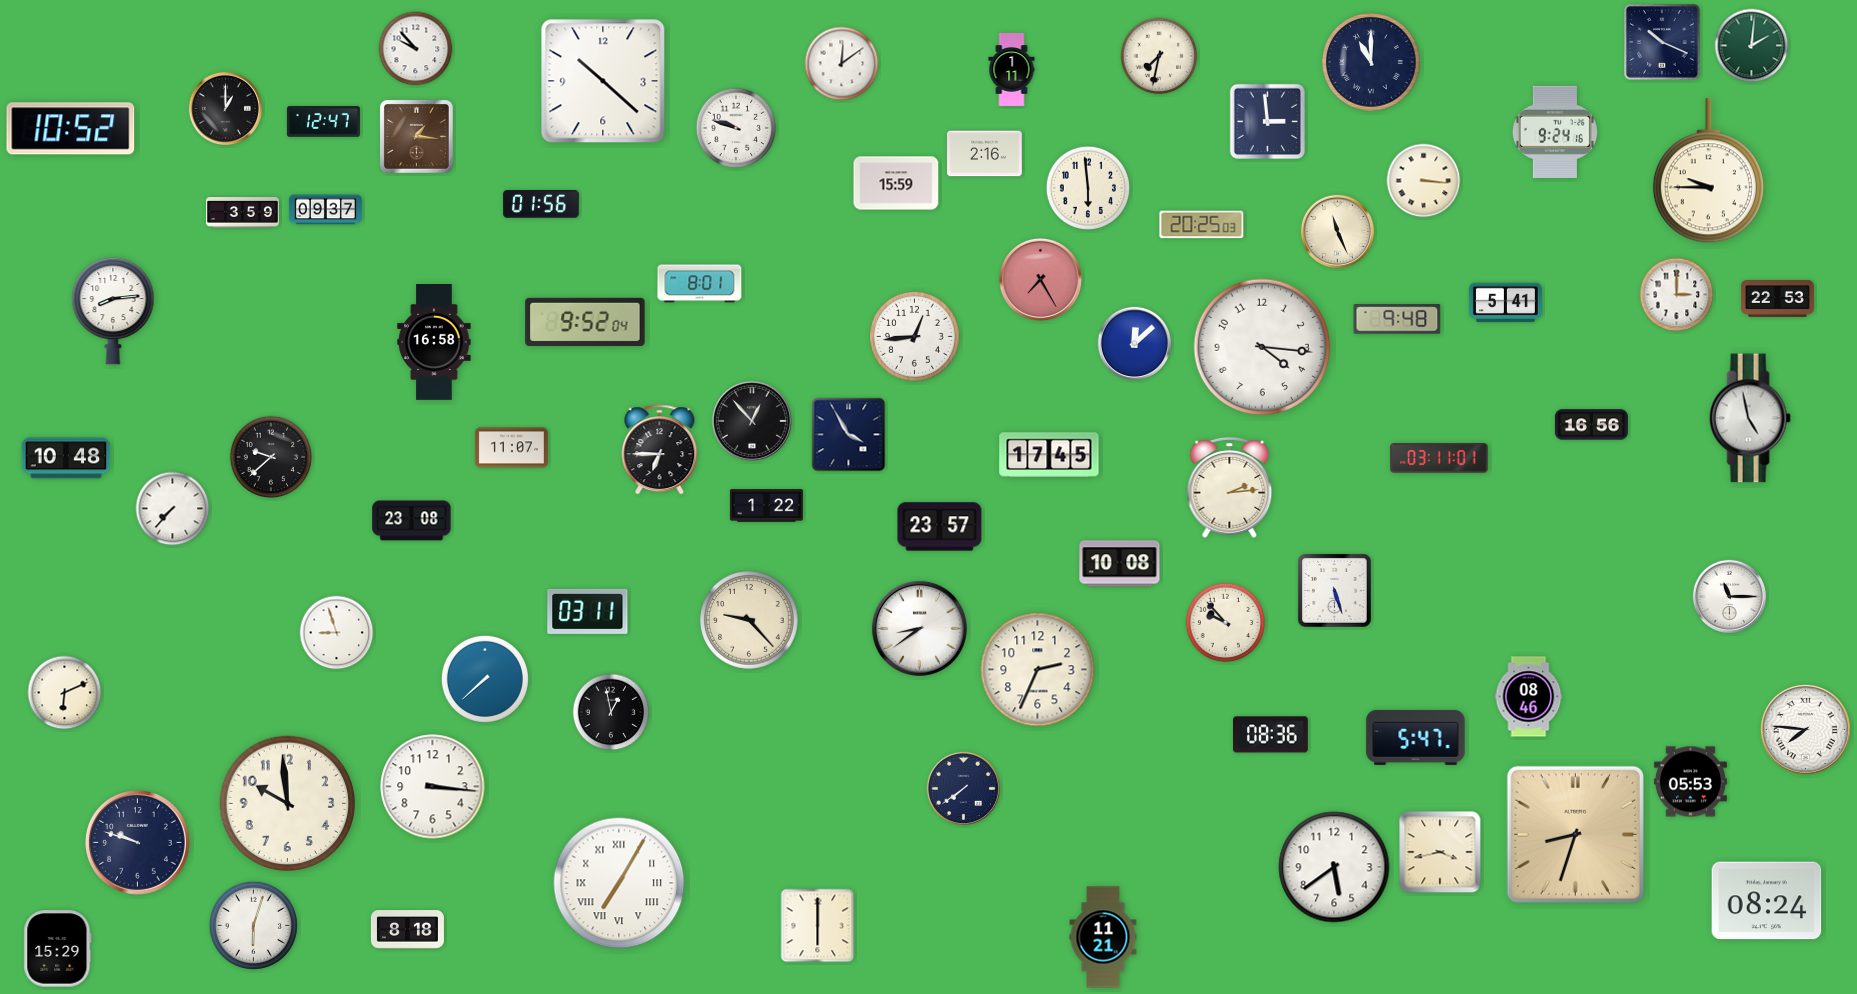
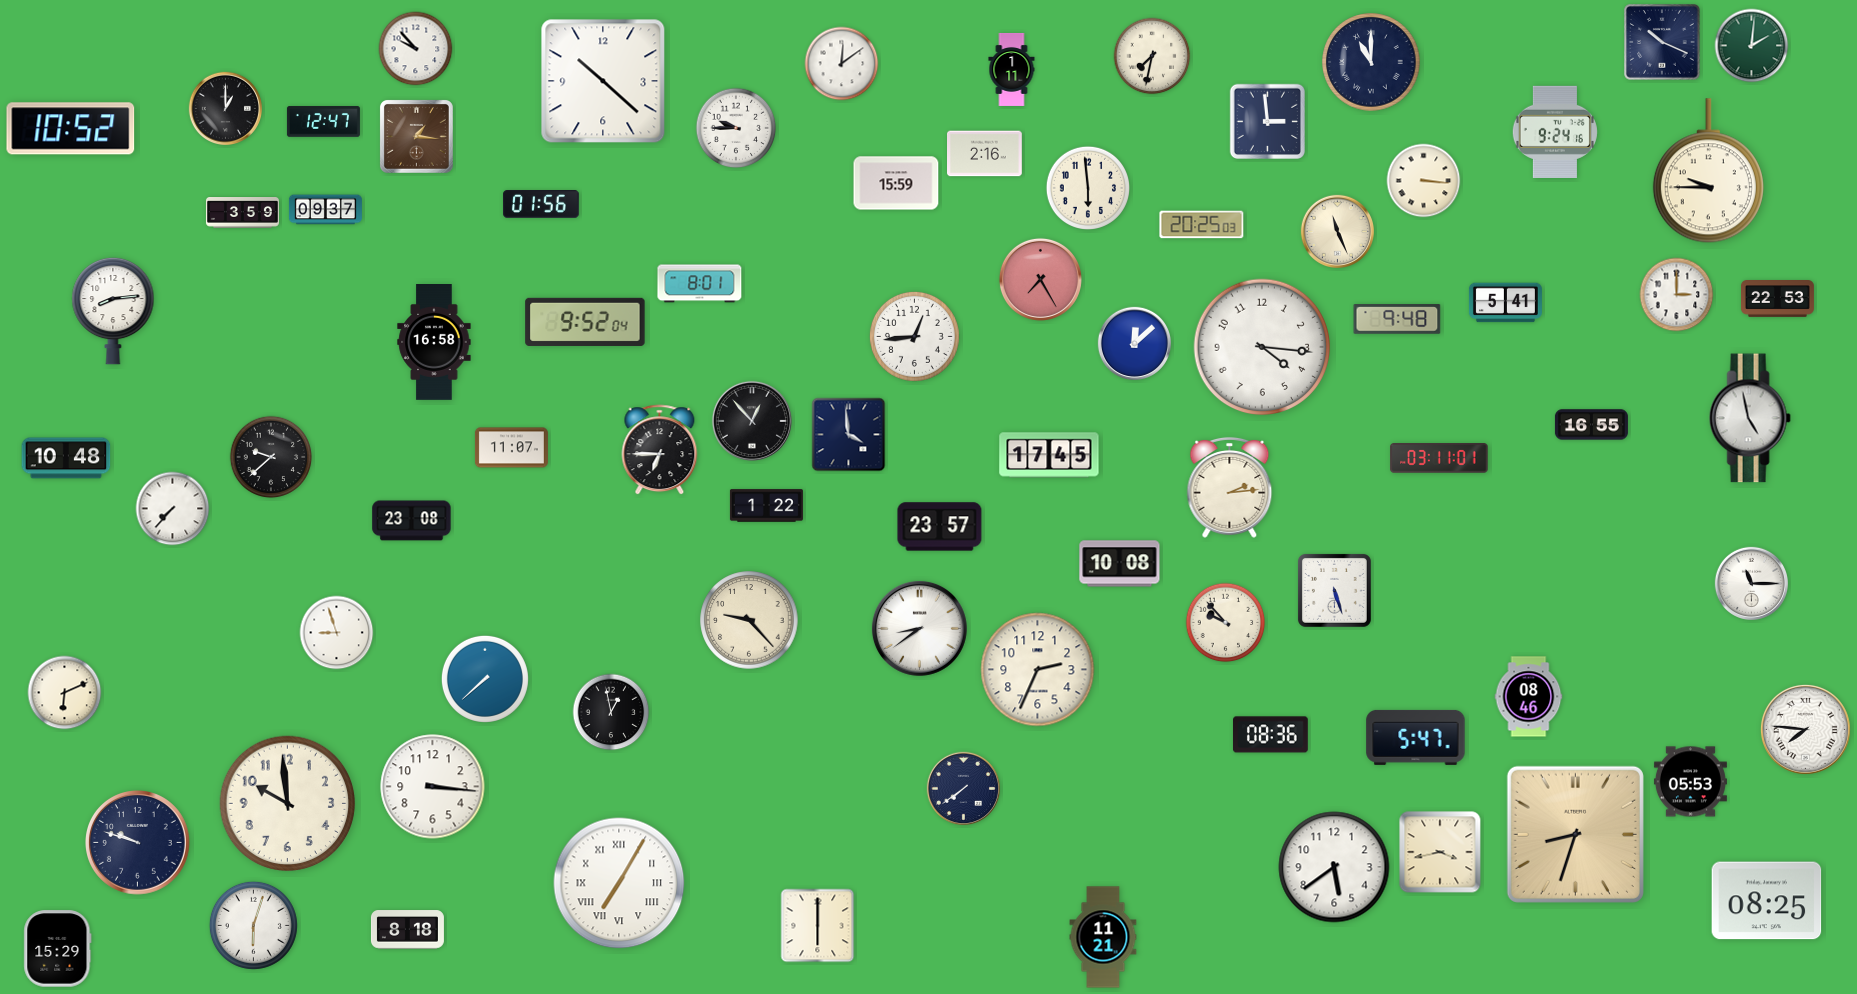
clock at (1159, 56) position: (1159, 56) -> (1152, 56)
clock at (736, 128): 9:48 -> 9:45
clock at (1591, 425): 16:56 -> 16:55
clock at (849, 435): 3:55 -> 3:59
clock at (1729, 596) position: (1729, 596) -> (1751, 583)
clock at (588, 611): 03:11 -> none
clock at (1767, 901): 08:24 -> 08:25
